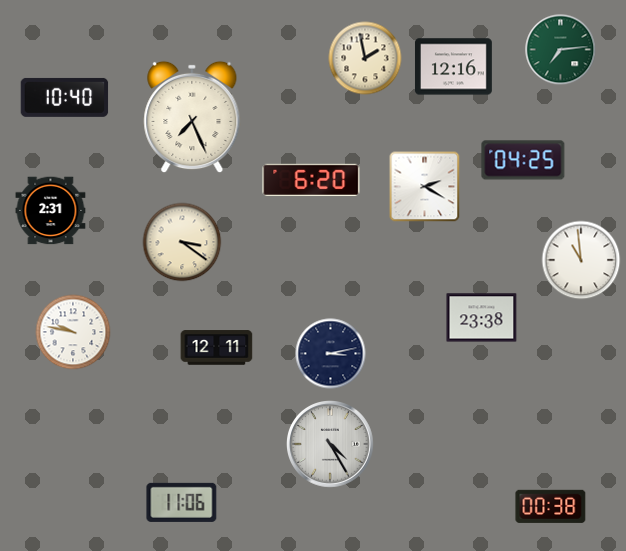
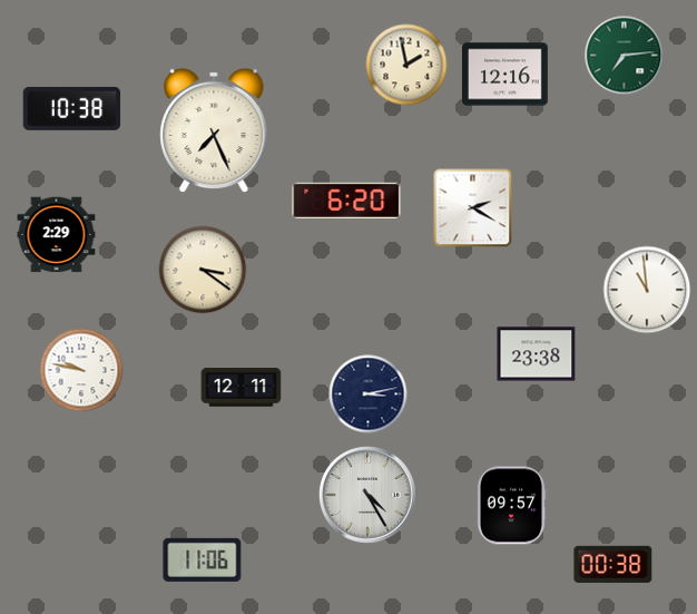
clock at (65, 97): 10:40 -> 10:38
clock at (523, 160): 04:25 -> none
clock at (51, 211): 2:31 -> 2:29
clock at (511, 506): none -> 09:57
